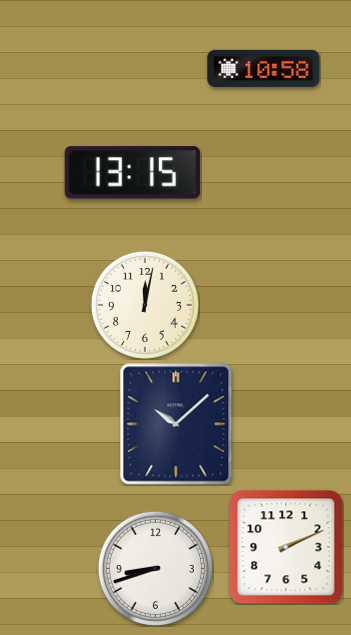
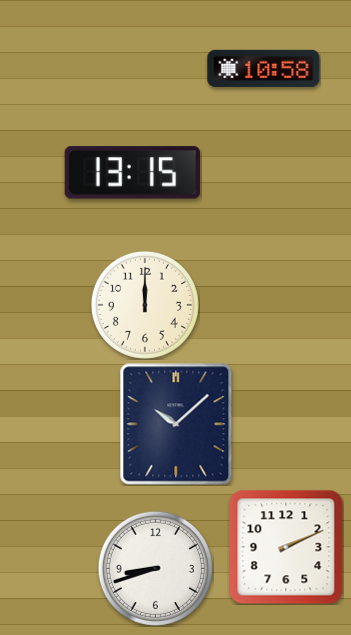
clock at (145, 305): 12:02 -> 12:00
